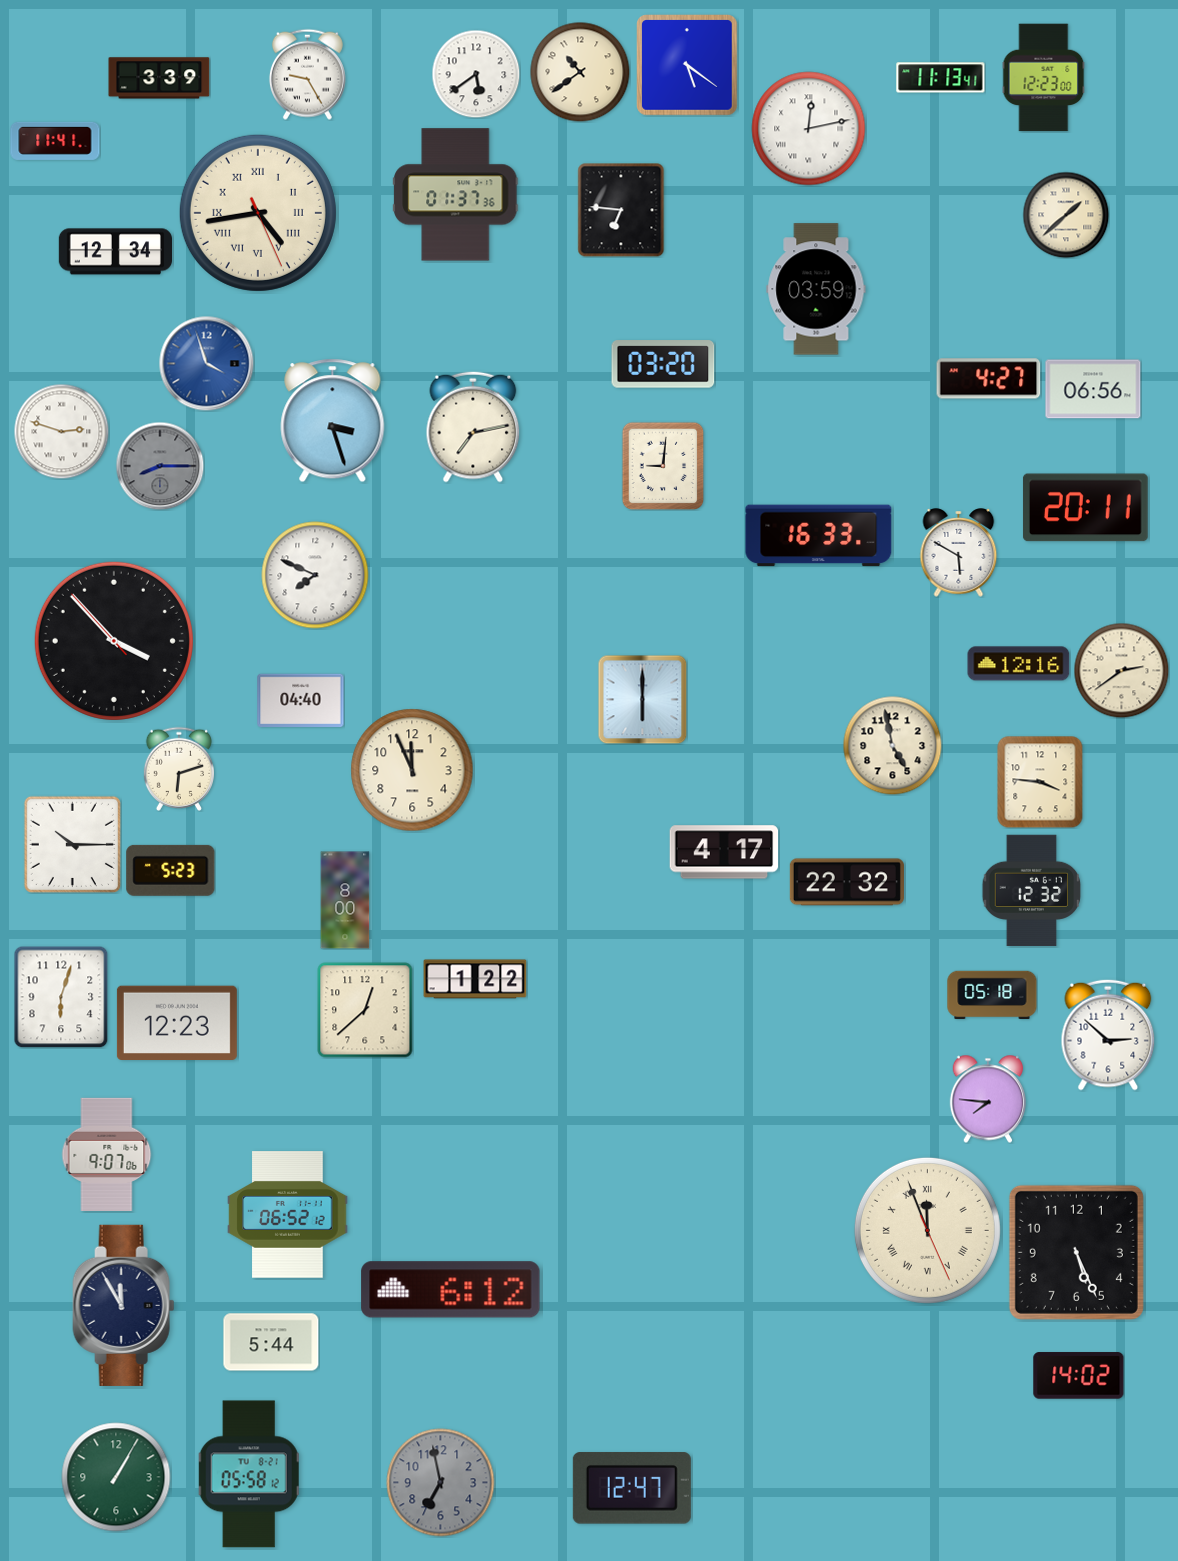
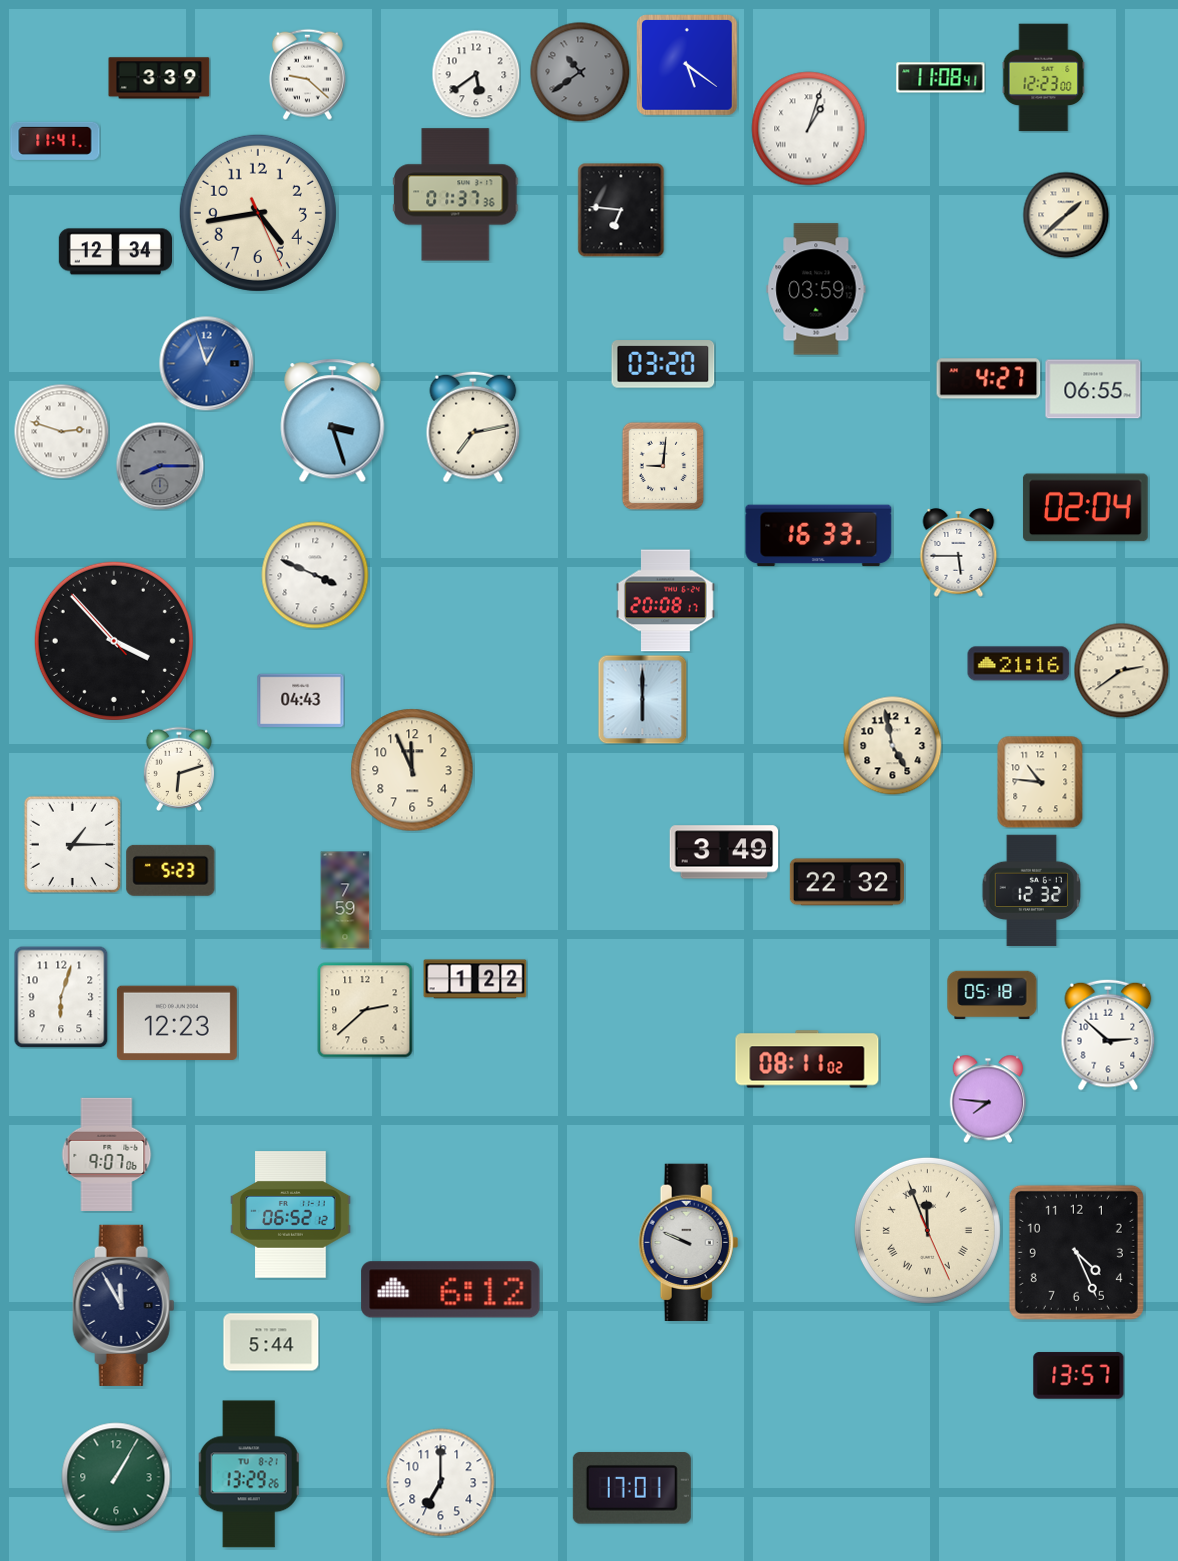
clock at (580, 72) dial: cream -> grey
clock at (307, 74): 9:25 -> 9:22
clock at (941, 78): 11:13 -> 11:08
clock at (809, 129): 12:13 -> 1:03
clock at (258, 213) numerals: Roman -> Arabic
clock at (206, 363): 3:57 -> 12:57
clock at (1093, 389): 06:56 -> 06:55
clock at (1085, 508): 20:11 -> 02:04
clock at (959, 553): 5:50 -> 5:45
clock at (315, 575): 7:49 -> 3:49
clock at (665, 601): none -> 20:08
clock at (1019, 664): 12:16 -> 21:16
clock at (301, 700): 04:40 -> 04:43
clock at (1040, 782): 3:46 -> 10:46
clock at (72, 844): 10:15 -> 1:15
clock at (724, 852): 4:17 -> 3:49
clock at (345, 900): 8:00 -> 7:59
clock at (365, 1010): 12:38 -> 2:38
clock at (807, 1059): none -> 08:11
clock at (288, 1215) position: (288, 1215) -> (291, 1215)
clock at (689, 1242): none -> 9:49
clock at (1076, 1252): 5:26 -> 4:26
clock at (1079, 1376): 14:02 -> 13:57
clock at (249, 1474): 05:58 -> 13:29
clock at (441, 1483): 6:58 -> 7:00
clock at (441, 1483) dial: grey -> white
clock at (632, 1488): 12:47 -> 17:01
